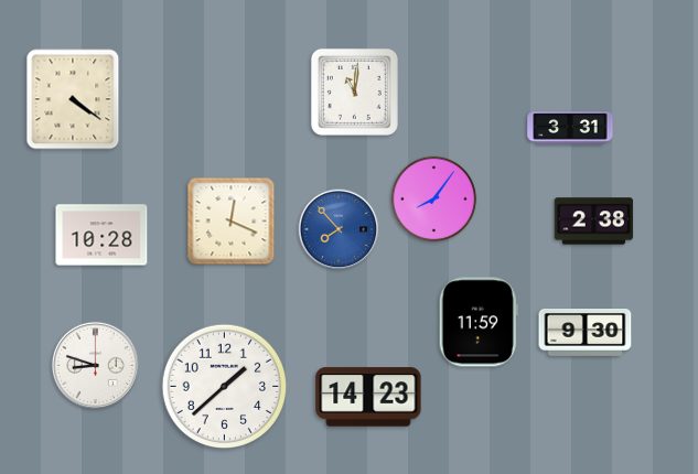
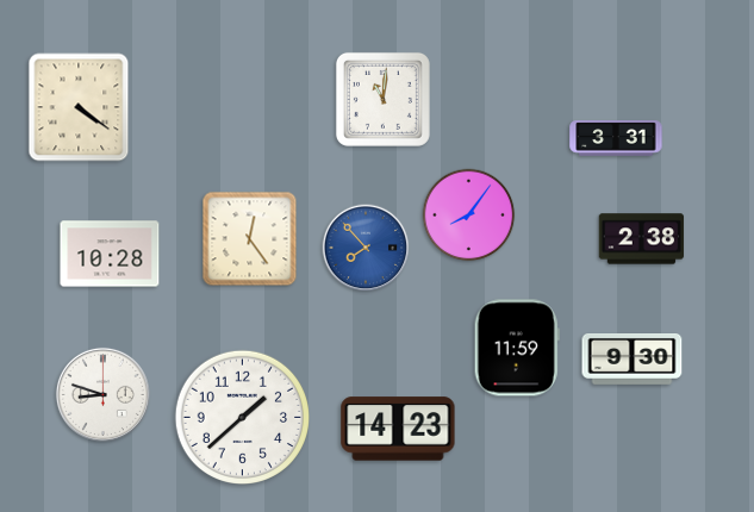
clock at (232, 222): 12:19 -> 12:24
